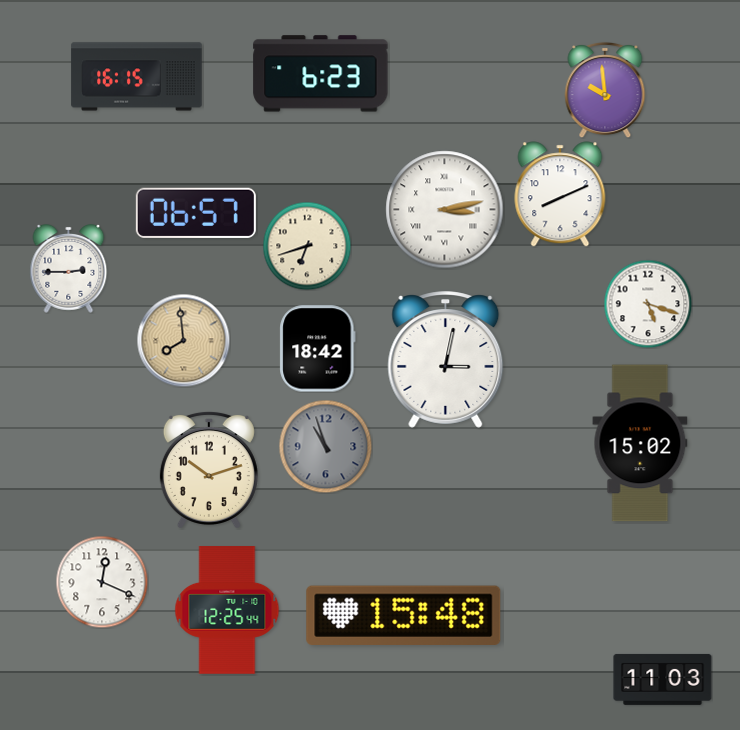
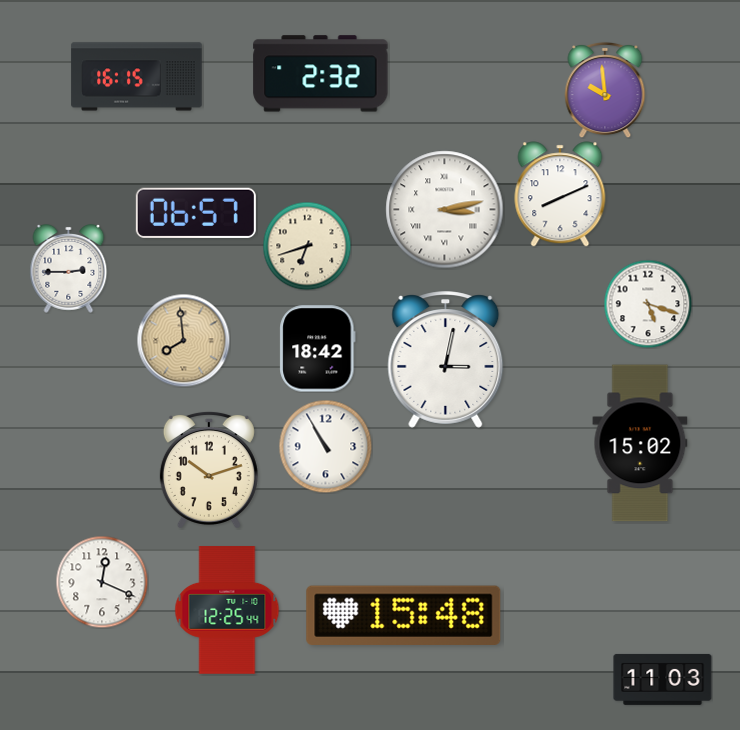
clock at (321, 74): 6:23 -> 2:32
clock at (325, 446): 10:57 -> 10:55
clock at (325, 446) dial: grey -> white
